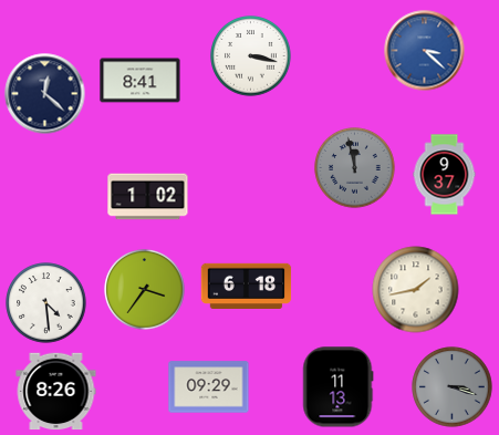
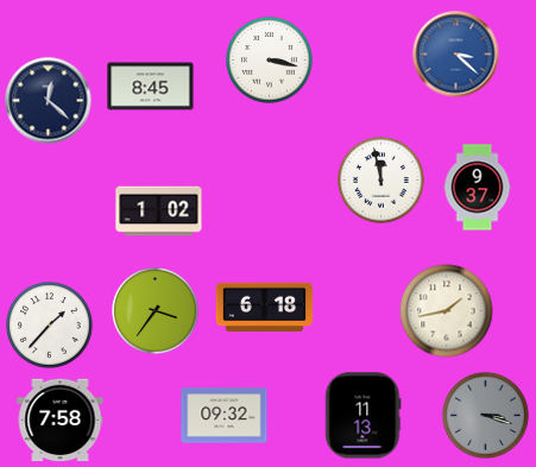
clock at (141, 81): 8:41 -> 8:45
clock at (355, 168) dial: grey -> white
clock at (46, 303): 4:29 -> 1:37
clock at (209, 387): 09:29 -> 09:32
clock at (56, 392): 8:26 -> 7:58
